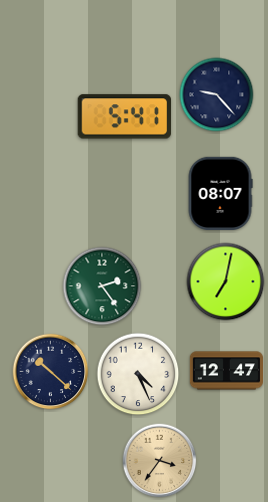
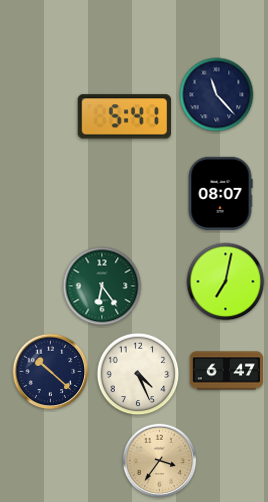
clock at (217, 95): 9:23 -> 11:23
clock at (102, 286): 2:24 -> 6:24
clock at (226, 371): 12:47 -> 6:47
